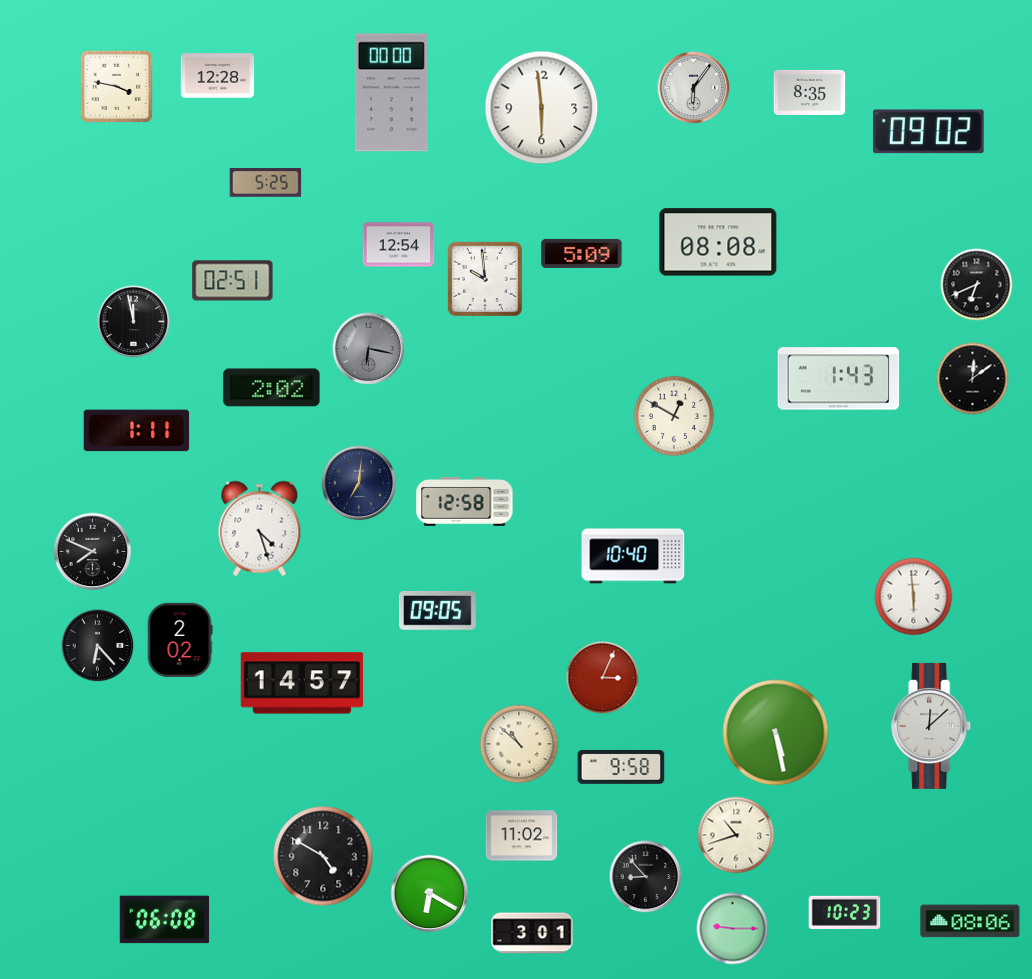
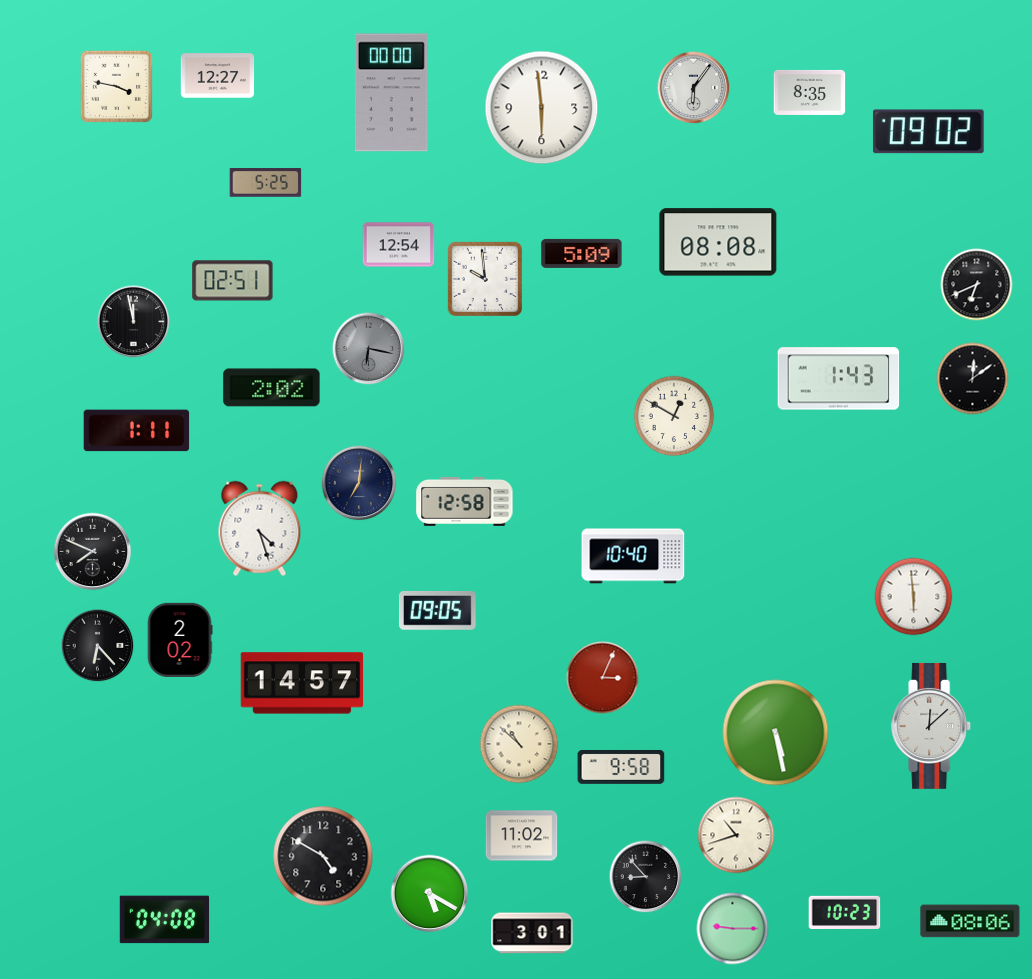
clock at (218, 76): 12:28 -> 12:27
clock at (430, 894): 6:20 -> 5:20
clock at (165, 920): 06:08 -> 04:08
